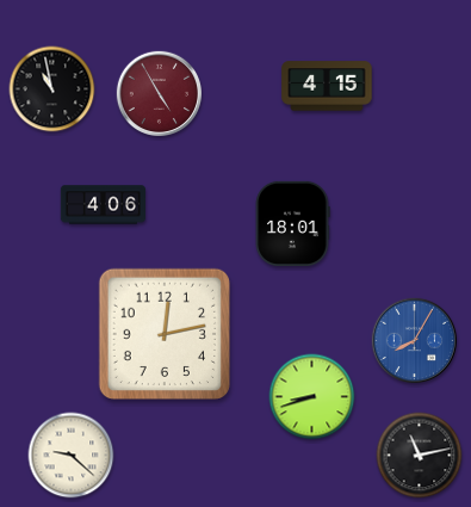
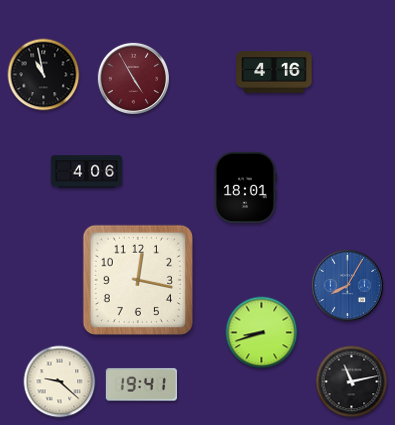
clock at (327, 86): 4:15 -> 4:16
clock at (163, 333): 12:13 -> 12:17
clock at (141, 385): none -> 19:41
